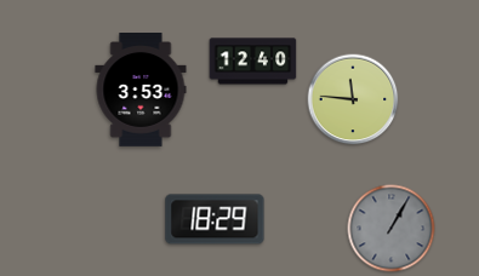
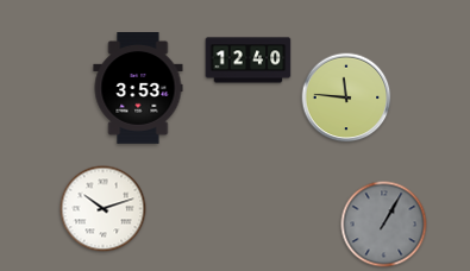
clock at (104, 209): none -> 10:12
clock at (215, 219): 18:29 -> none
